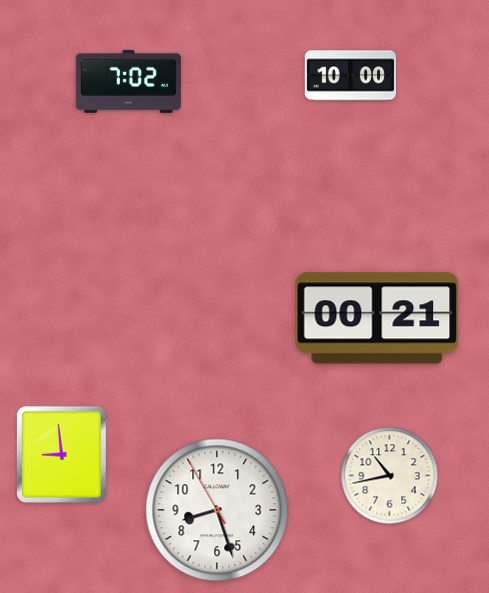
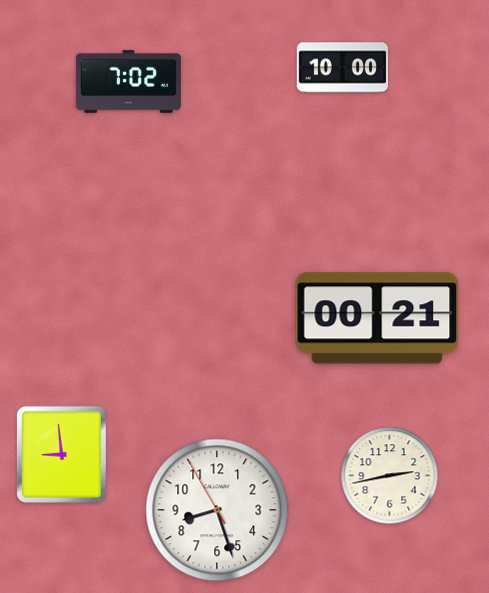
clock at (350, 76) position: (350, 76) -> (342, 68)
clock at (390, 476): 10:43 -> 2:43
